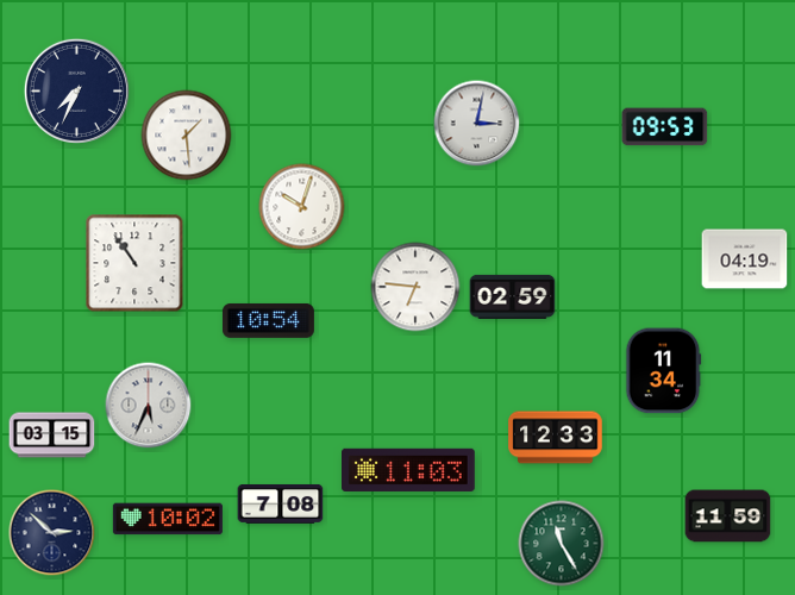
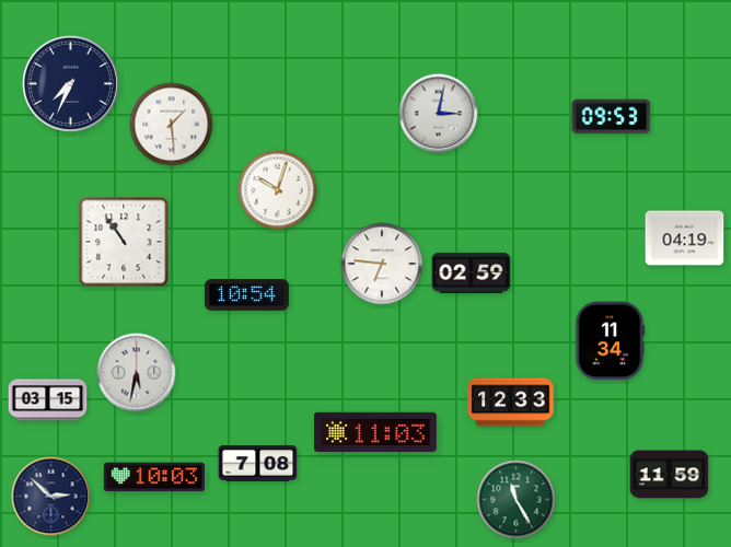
clock at (149, 406): 5:34 -> 5:32
clock at (168, 519): 10:02 -> 10:03
clock at (52, 533) position: (52, 533) -> (51, 497)
